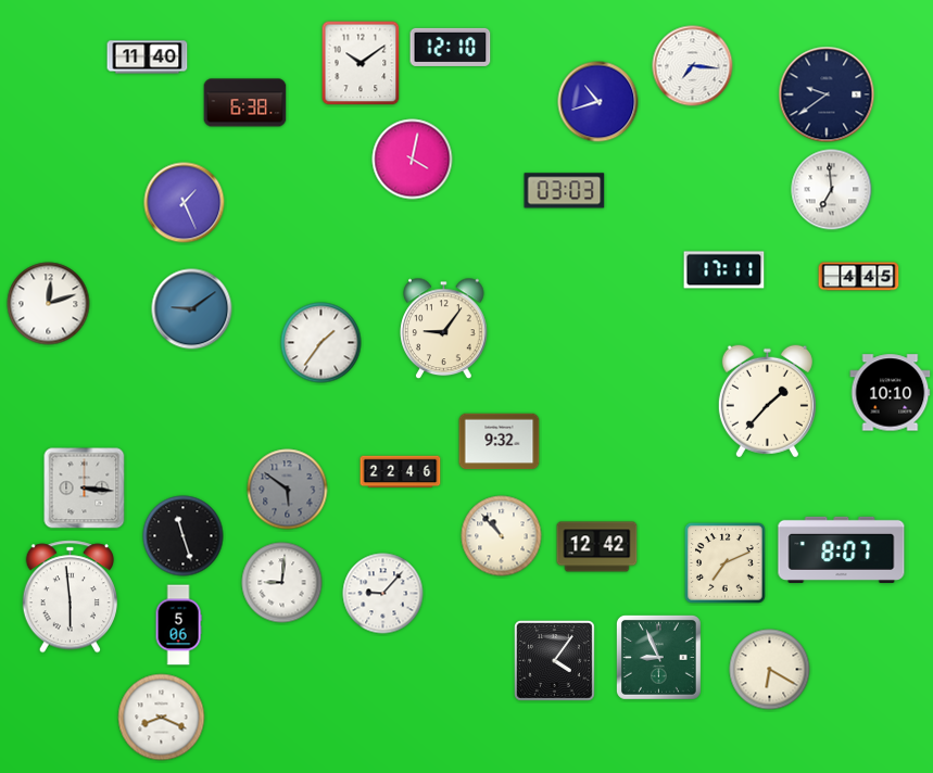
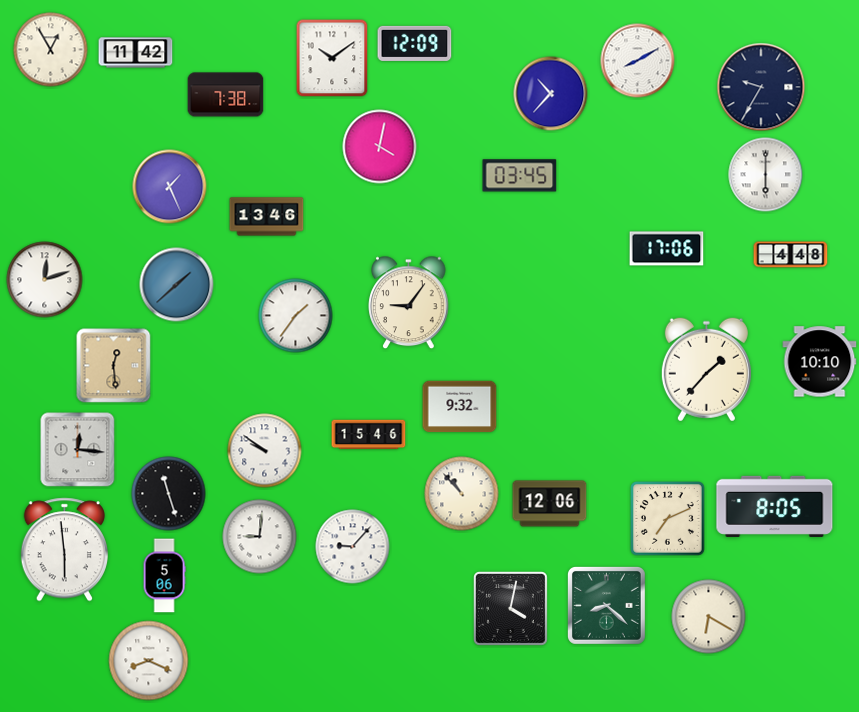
clock at (451, 47): 12:10 -> 12:09
clock at (51, 50): none -> 12:55
clock at (148, 58): 11:40 -> 11:42
clock at (693, 66): 7:16 -> 8:10
clock at (827, 94): 9:39 -> 9:35
clock at (598, 102): 10:42 -> 10:37
clock at (245, 103): 6:38 -> 7:38
clock at (832, 190): 6:59 -> 6:00
clock at (565, 191): 03:03 -> 03:45
clock at (267, 217): none -> 13:46
clock at (724, 270): 17:11 -> 17:06
clock at (859, 277): 4:45 -> 4:48
clock at (192, 309): 9:09 -> 1:38
clock at (114, 366): none -> 12:29
clock at (401, 472): 22:46 -> 15:46
clock at (85, 489): 3:16 -> 12:16
clock at (288, 490): 5:51 -> 9:51
clock at (288, 490) dial: grey -> white
clock at (597, 547): 12:42 -> 12:06
clock at (842, 549): 8:07 -> 8:05
clock at (659, 658): 8:56 -> 8:22
clock at (554, 660): 4:06 -> 4:02
